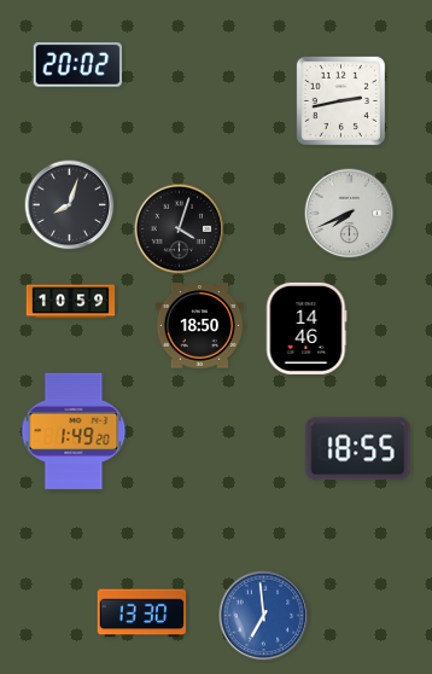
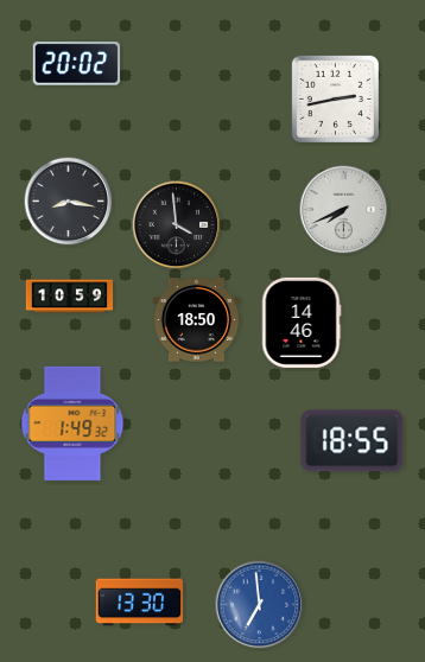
clock at (70, 205): 8:03 -> 8:17
clock at (180, 229): 4:03 -> 3:59
clock at (74, 431): 1:49:20 -> 1:49:32
